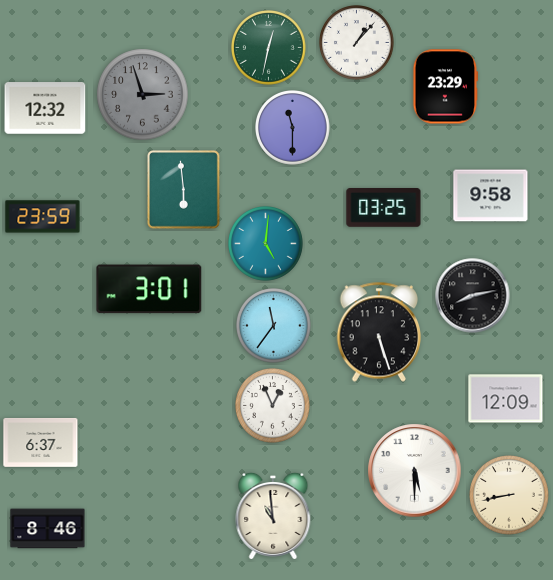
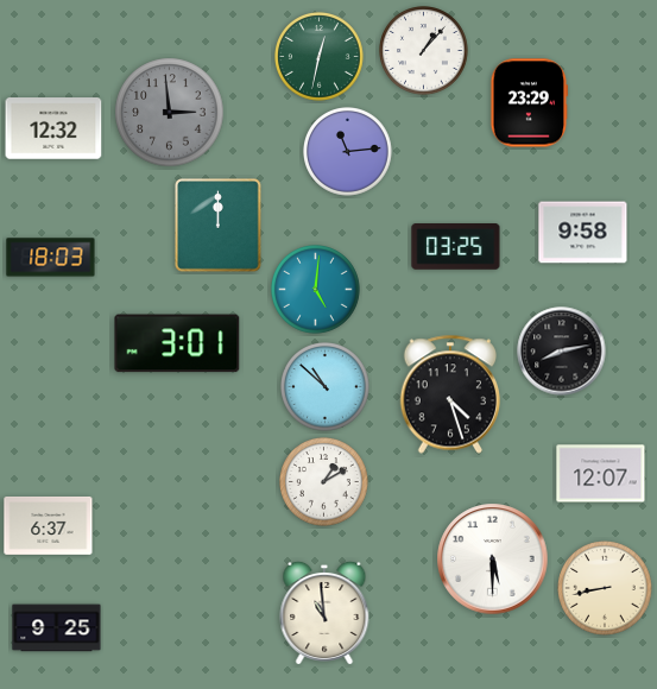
clock at (143, 95): 2:57 -> 2:59
clock at (293, 128): 11:30 -> 11:14
clock at (184, 190): 5:59 -> 12:00
clock at (43, 217): 23:59 -> 18:03
clock at (274, 326): 11:36 -> 10:52
clock at (379, 332): 5:27 -> 4:27
clock at (506, 399): 12:09 -> 12:07
clock at (273, 406): 12:56 -> 1:10
clock at (48, 529): 8:46 -> 9:25
